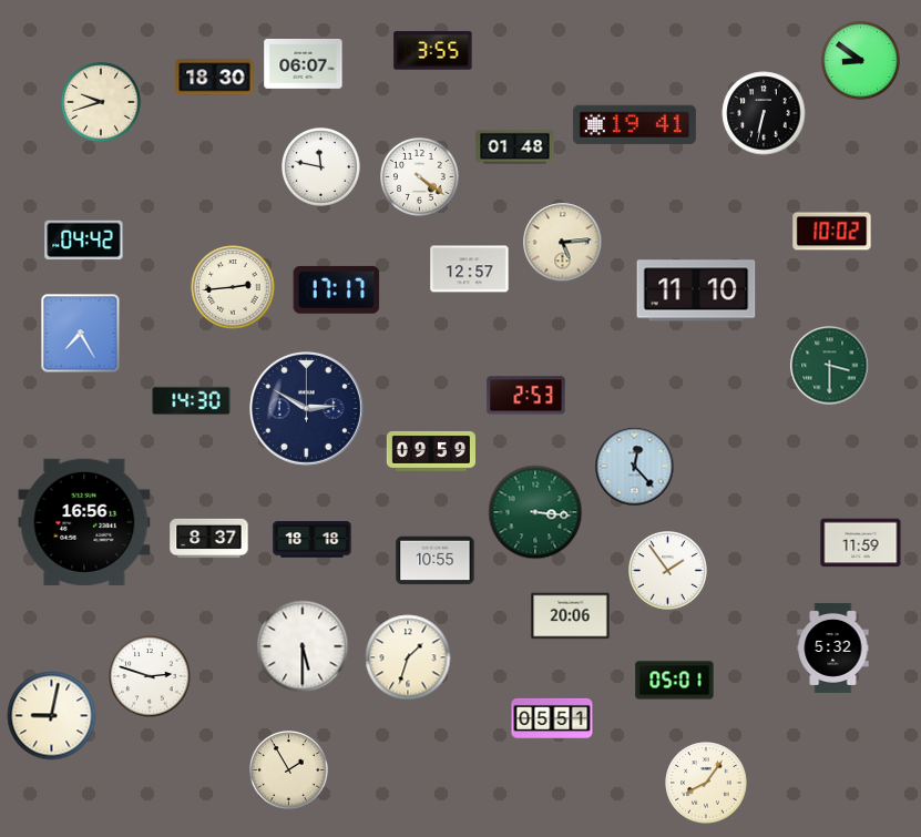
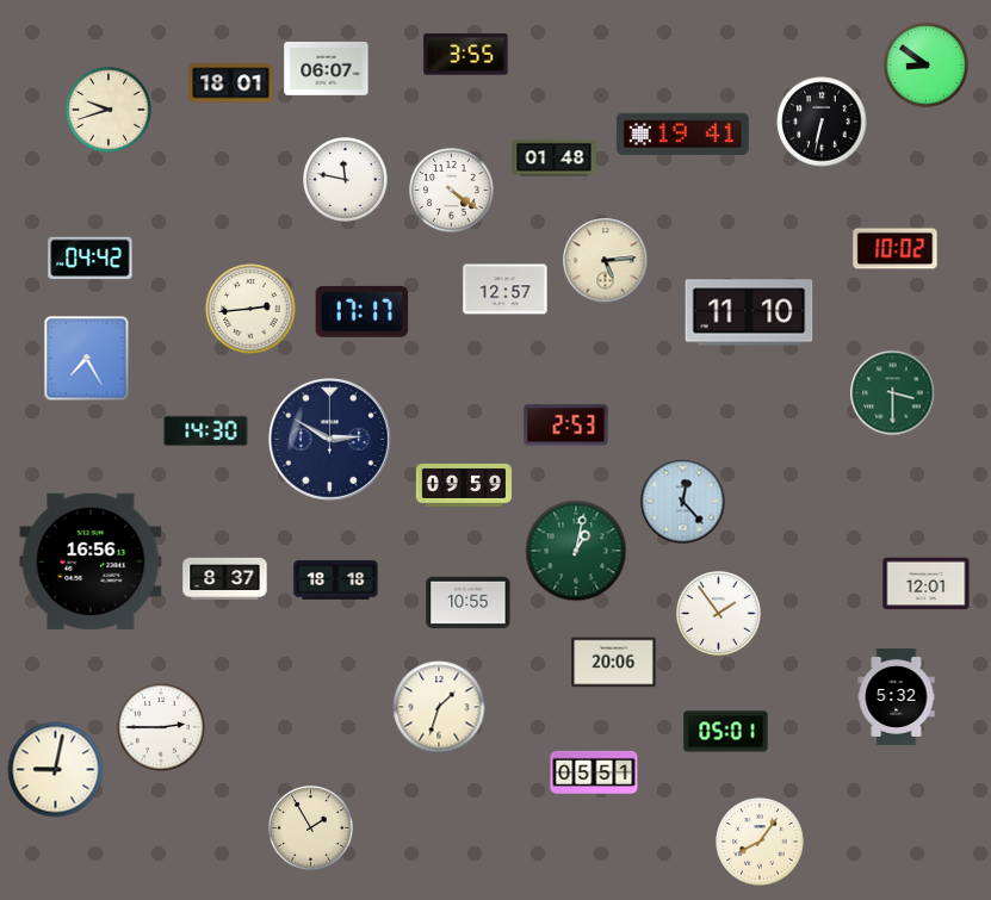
clock at (215, 78): 18:30 -> 18:01
clock at (535, 512): 3:16 -> 1:02
clock at (861, 543): 11:59 -> 12:01
clock at (303, 646): 5:30 -> none
clock at (150, 676): 2:48 -> 2:45
